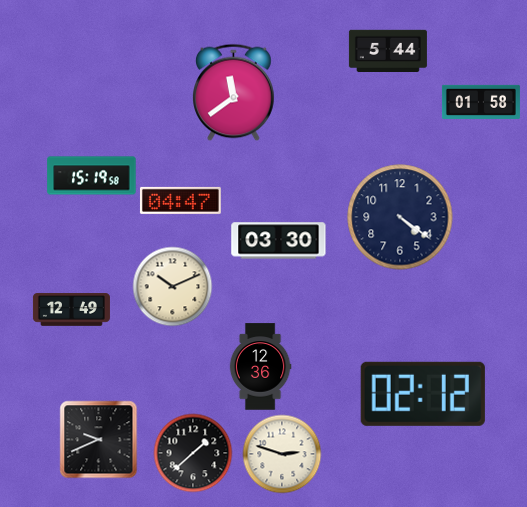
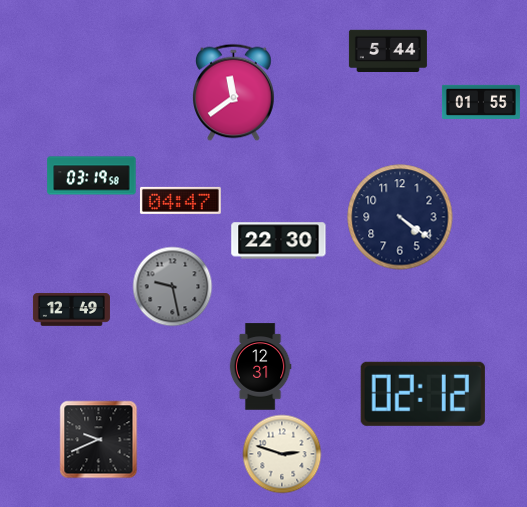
clock at (481, 102): 01:58 -> 01:55
clock at (92, 176): 15:19 -> 03:19
clock at (279, 241): 03:30 -> 22:30
clock at (172, 286): 10:11 -> 9:28
clock at (172, 286) dial: cream -> grey
clock at (260, 367): 12:36 -> 12:31
clock at (193, 453): 1:38 -> none
